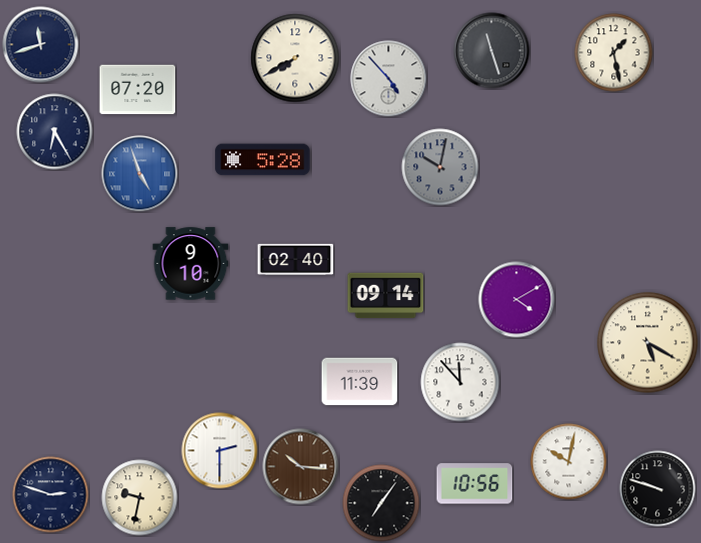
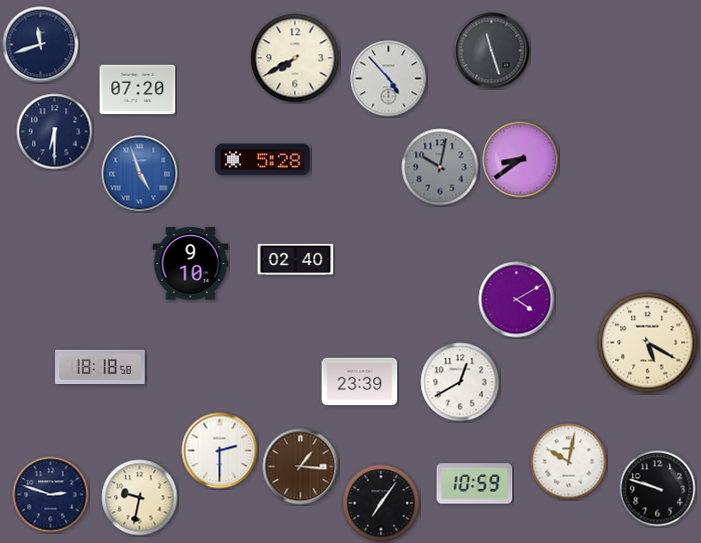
clock at (614, 53): 1:28 -> none
clock at (55, 132): 6:25 -> 6:30
clock at (521, 160): none -> 8:39
clock at (386, 296): 09:14 -> none
clock at (101, 367): none -> 18:18
clock at (360, 382): 11:39 -> 23:39
clock at (460, 382): 11:53 -> 12:40
clock at (301, 467): 10:16 -> 1:16
clock at (475, 484): 10:56 -> 10:59
